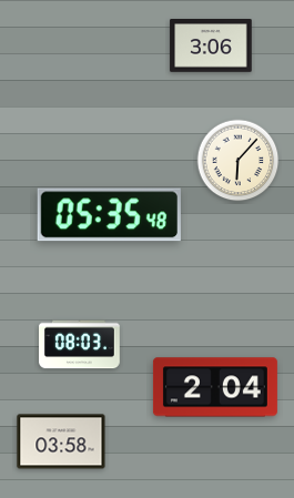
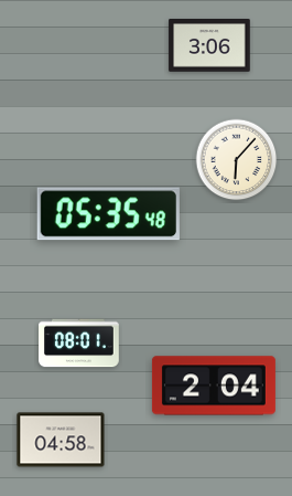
clock at (80, 345): 08:03 -> 08:01
clock at (61, 441): 03:58 -> 04:58
